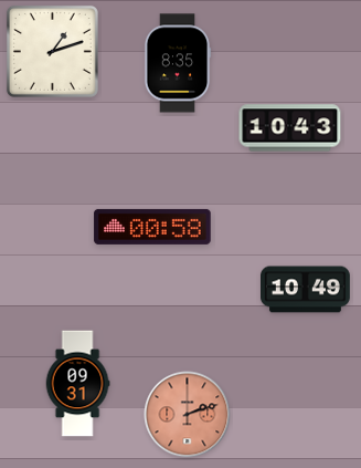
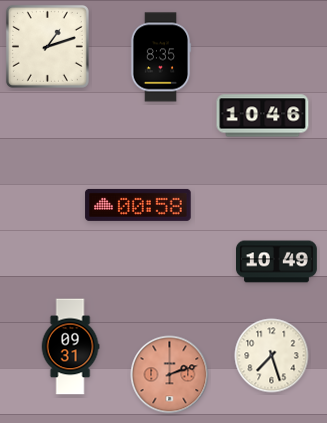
clock at (290, 128): 10:43 -> 10:46
clock at (272, 356): none -> 7:27
